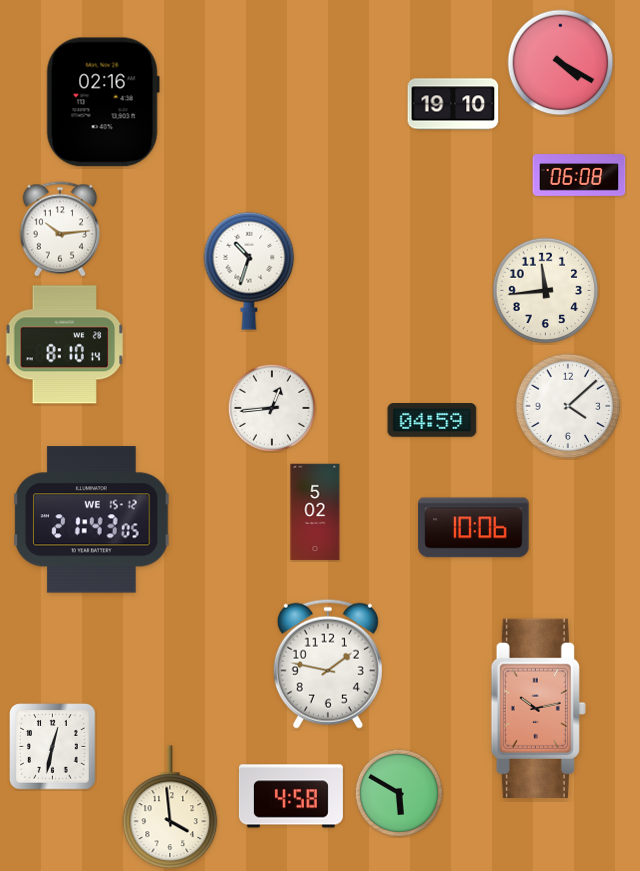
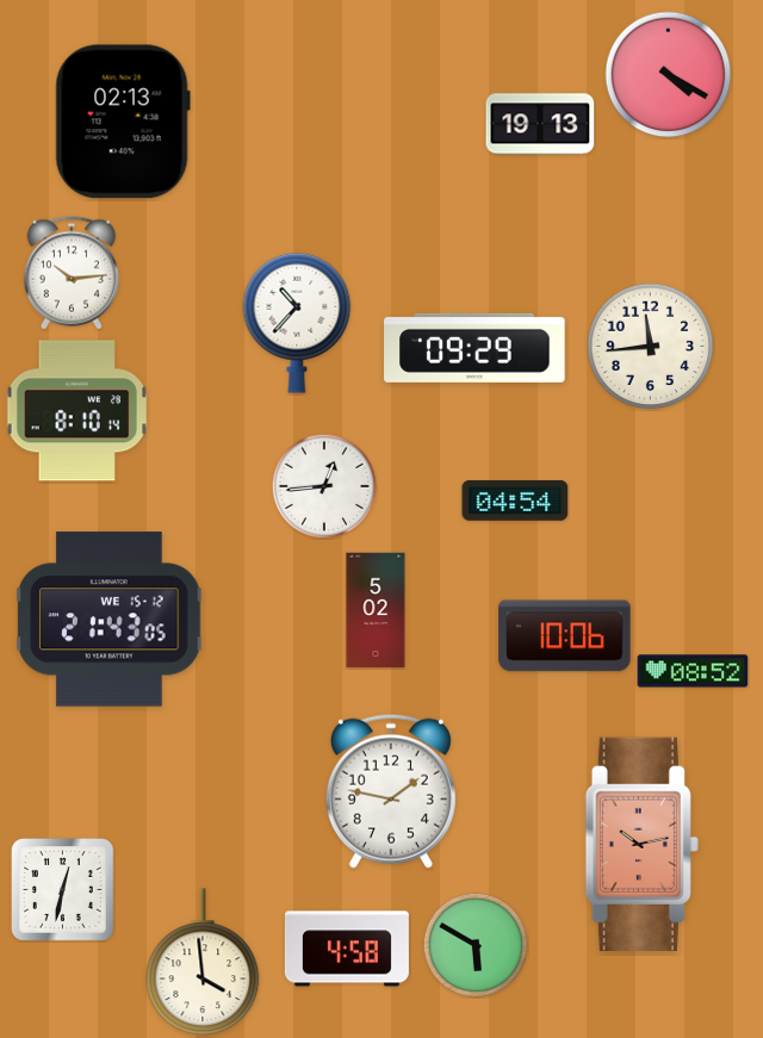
clock at (103, 102): 02:16 -> 02:13
clock at (453, 104): 19:10 -> 19:13
clock at (579, 175): 06:08 -> none
clock at (249, 271): 10:33 -> 10:37
clock at (474, 348): none -> 09:29
clock at (568, 406): 4:08 -> none
clock at (432, 421): 04:59 -> 04:54
clock at (474, 528) position: (474, 528) -> (565, 636)
clock at (693, 671): none -> 08:52
